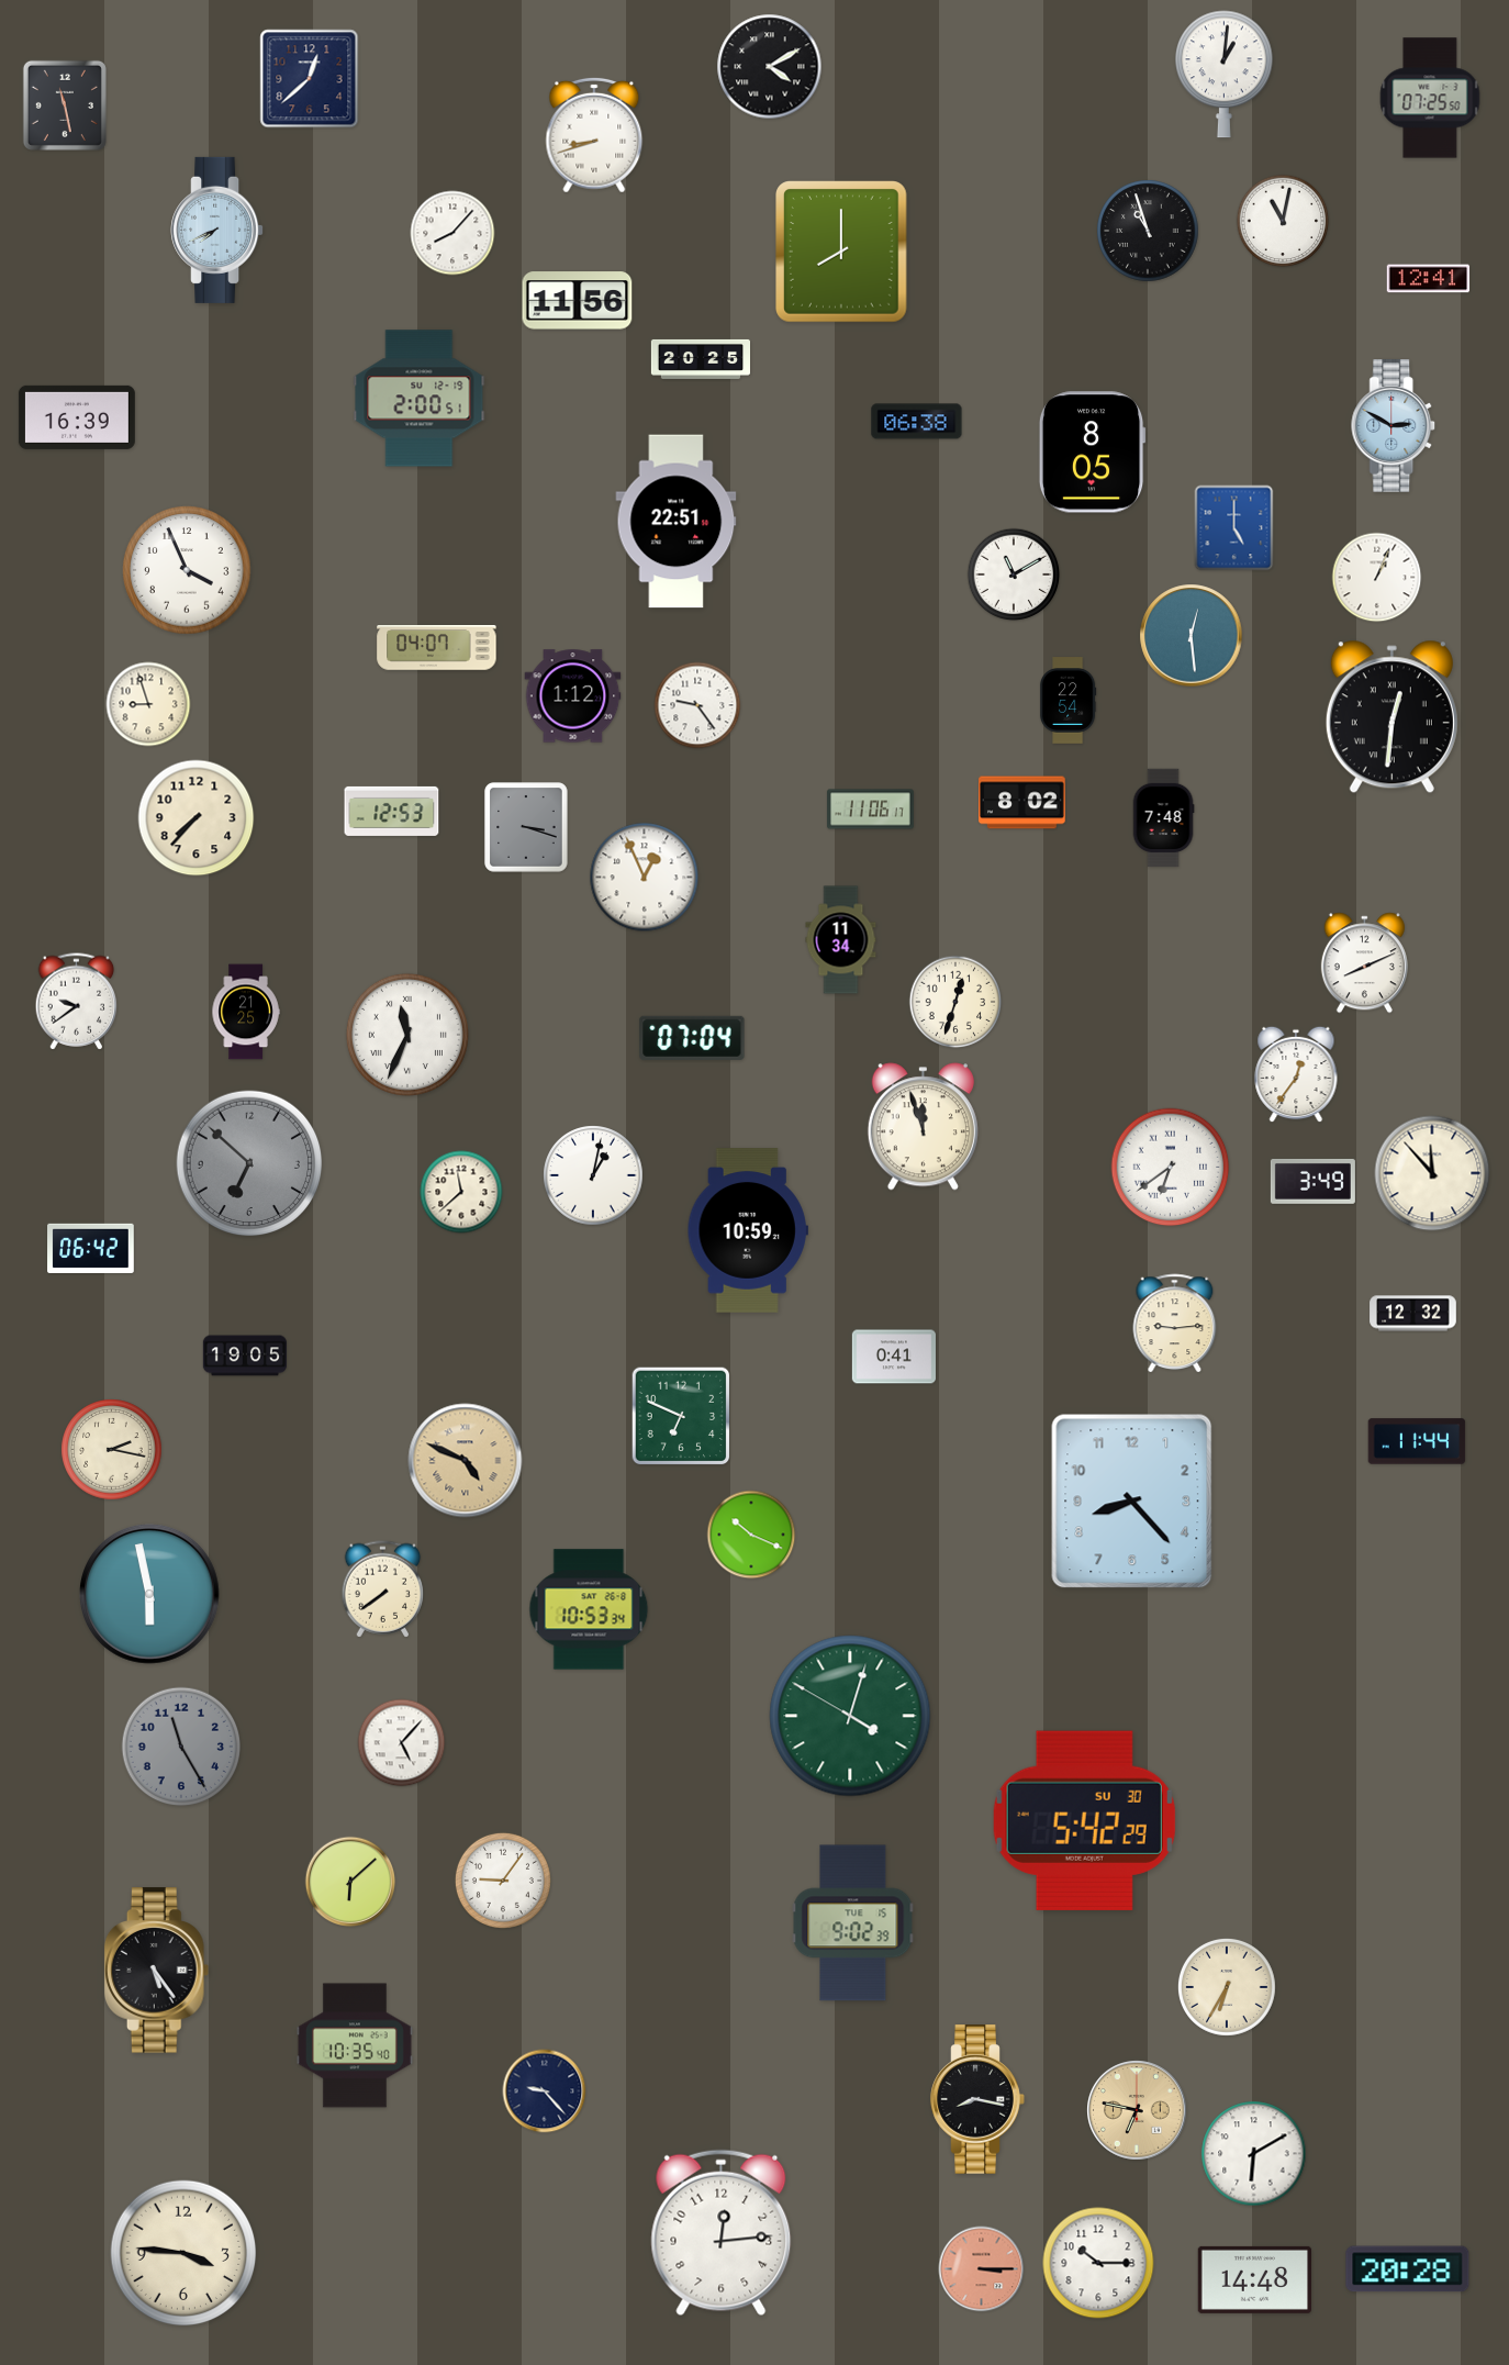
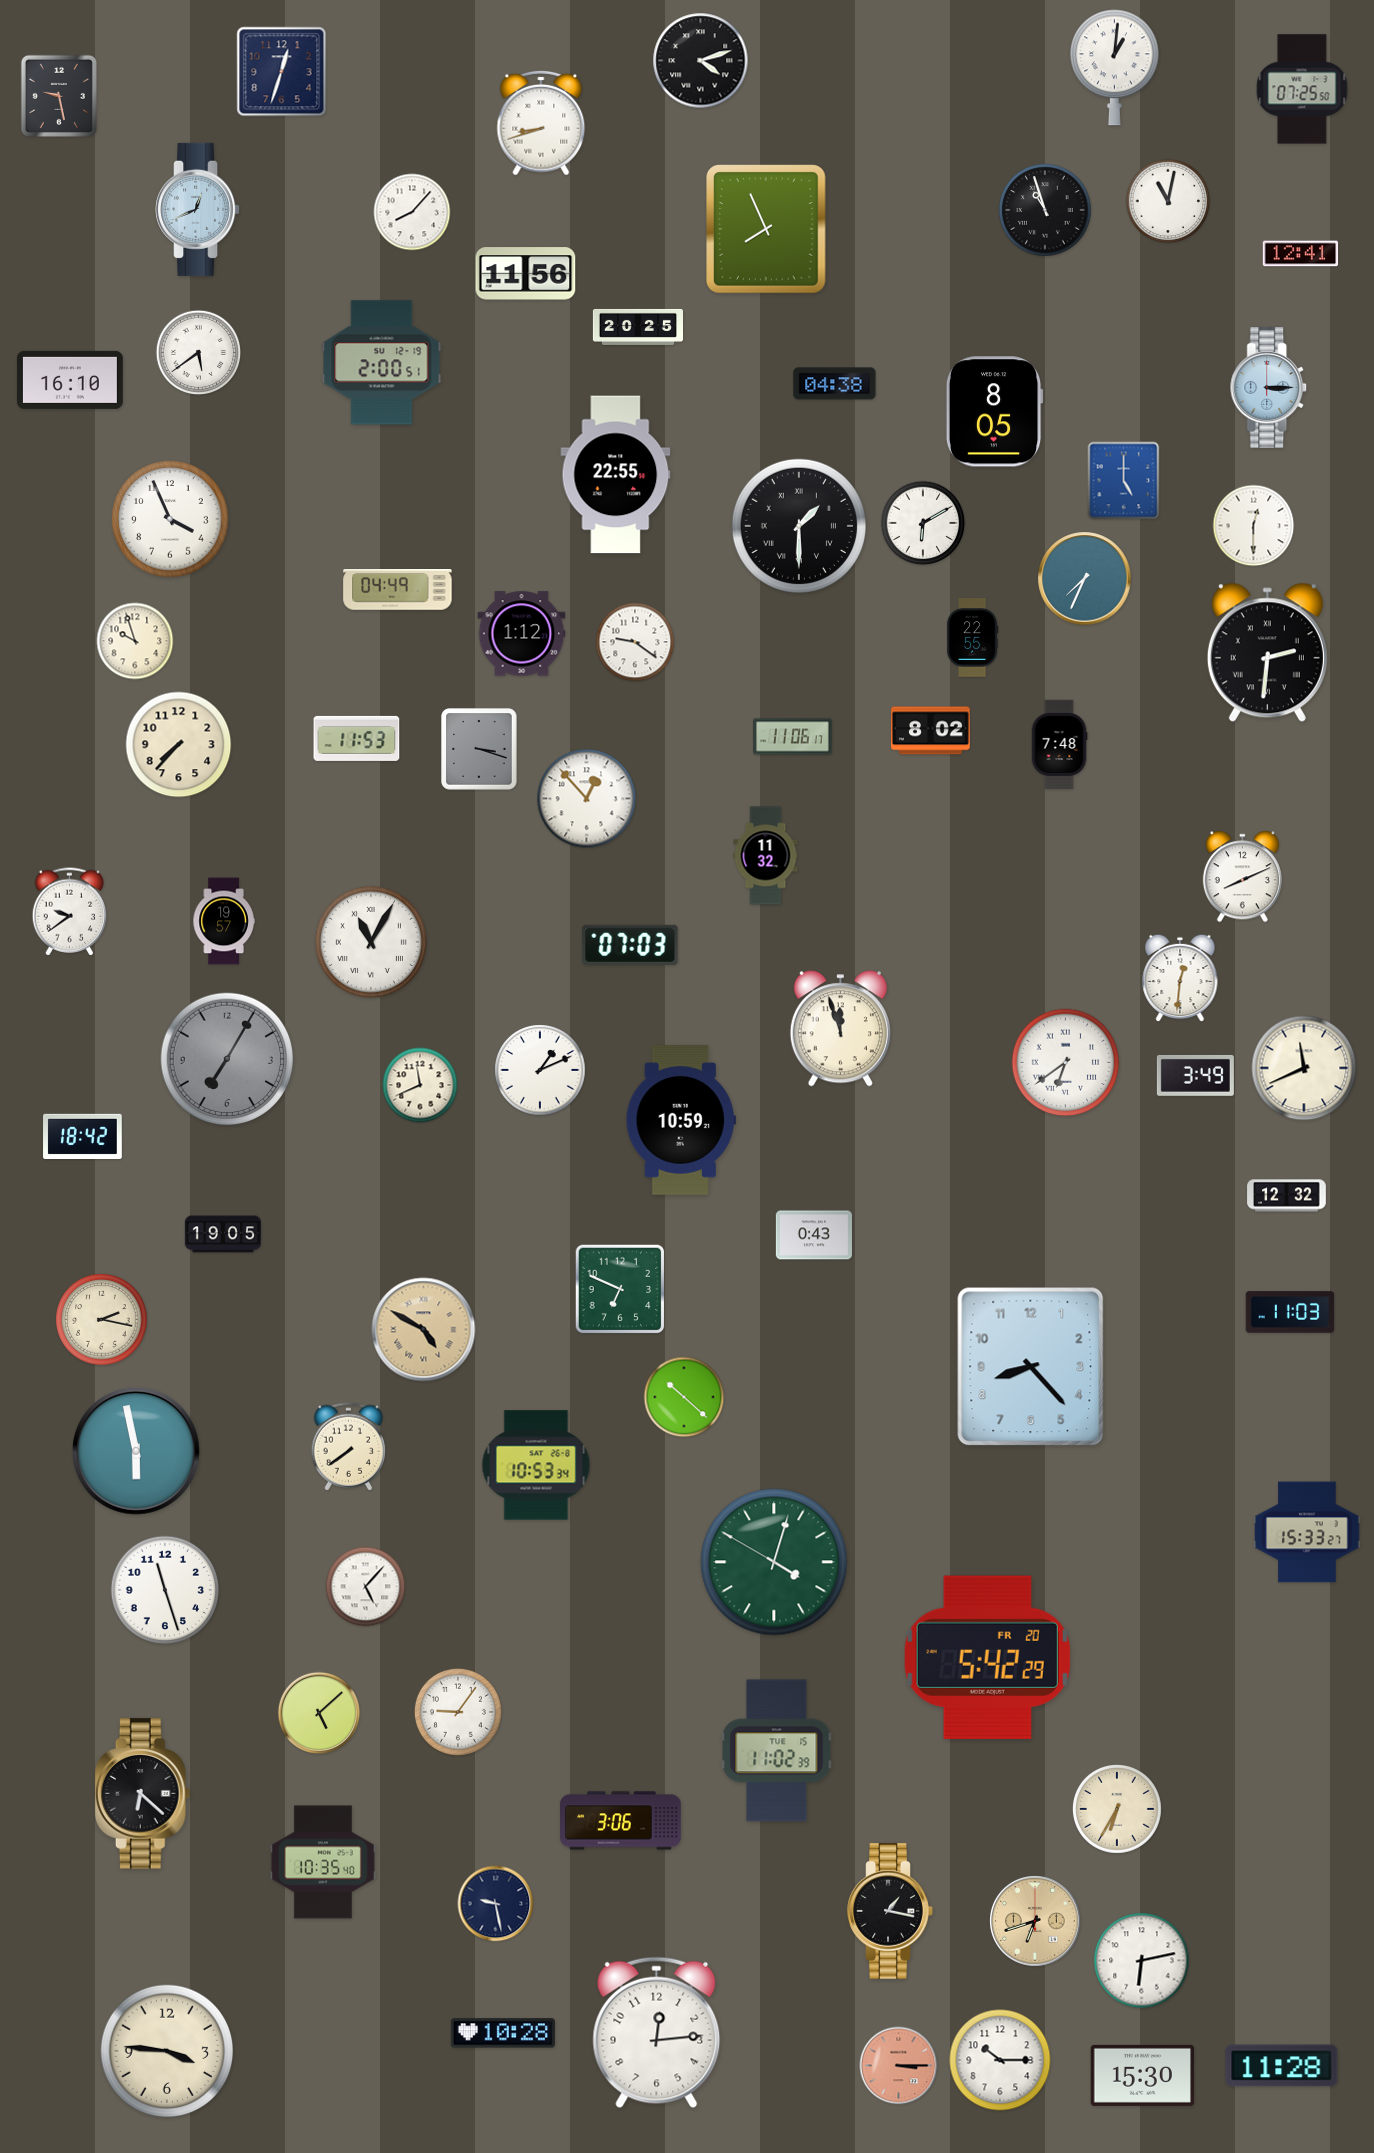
clock at (770, 67): 4:10 -> 4:12
clock at (310, 79): 12:38 -> 12:33
clock at (65, 105): 11:28 -> 9:28
clock at (217, 230): 7:41 -> 12:41
clock at (841, 252): 8:00 -> 7:56
clock at (199, 353): none -> 5:39
clock at (77, 417): 16:39 -> 16:10
clock at (917, 422): 06:38 -> 04:38
clock at (1394, 426): 2:50 -> 3:15
clock at (677, 522): 22:51 -> 22:55
clock at (1014, 574): 11:10 -> 6:10
clock at (799, 526): none -> 1:30
clock at (1377, 578): 1:04 -> 12:30
clock at (1192, 636): 12:29 -> 7:34
clock at (437, 648): 04:07 -> 04:49
clock at (1068, 701): 22:54 -> 22:55
clock at (148, 704): 8:57 -> 9:57
clock at (697, 705): 9:24 -> 9:21
clock at (1391, 717): 12:31 -> 2:31
clock at (392, 811): 12:53 -> 11:53
clock at (526, 827) position: (526, 827) -> (479, 749)
clock at (645, 878): 12:56 -> 12:53
clock at (841, 940): 11:34 -> 11:32
clock at (955, 1002): 12:33 -> none
clock at (246, 1012): 21:25 -> 19:57
clock at (407, 1035): 11:34 -> 11:05
clock at (692, 1038): 07:04 -> 07:03
clock at (1296, 1074): 12:36 -> 12:31
clock at (923, 1127) position: (923, 1127) -> (840, 1029)
clock at (249, 1163): 6:52 -> 7:05
clock at (1432, 1173): 11:53 -> 11:41
clock at (593, 1175): 1:02 -> 1:11
clock at (461, 1192): 11:38 -> 11:41
clock at (91, 1248): 06:42 -> 18:42
clock at (1175, 1324): 9:14 -> none
clock at (894, 1357): 0:41 -> 0:43
clock at (1417, 1441): 11:44 -> 11:03
clock at (466, 1461): 4:49 -> 4:50
clock at (751, 1535): 10:19 -> 10:22
clock at (1307, 1532): none -> 15:33
clock at (181, 1747): 11:25 -> 11:27
clock at (181, 1747) dial: grey -> white
clock at (1084, 1820) date: SU 30 -> FR 20
clock at (350, 1882): 6:08 -> 5:08
clock at (853, 1923): 9:02 -> 11:02
clock at (157, 1971): 5:24 -> 6:22
clock at (621, 1821): none -> 3:06
clock at (545, 2091): 9:23 -> 9:28
clock at (977, 2099): 8:17 -> 1:17
clock at (1138, 2111): 6:47 -> 6:42
clock at (1254, 2154): 6:10 -> 6:13
clock at (503, 2033): none -> 10:28
clock at (982, 2269) position: (982, 2269) -> (899, 2066)
clock at (1408, 2269): 20:28 -> 11:28
clock at (1254, 2279): 14:48 -> 15:30
